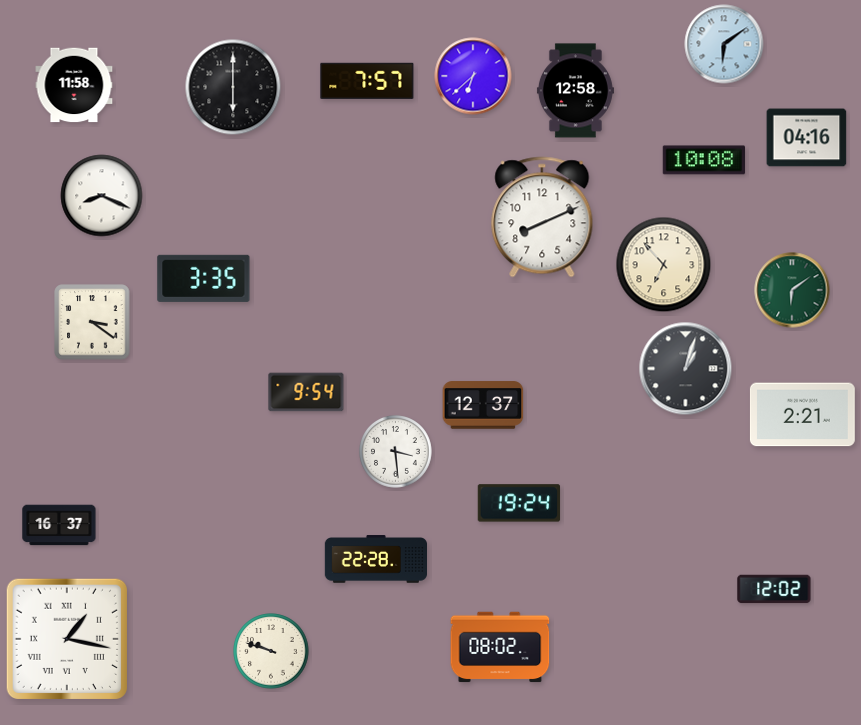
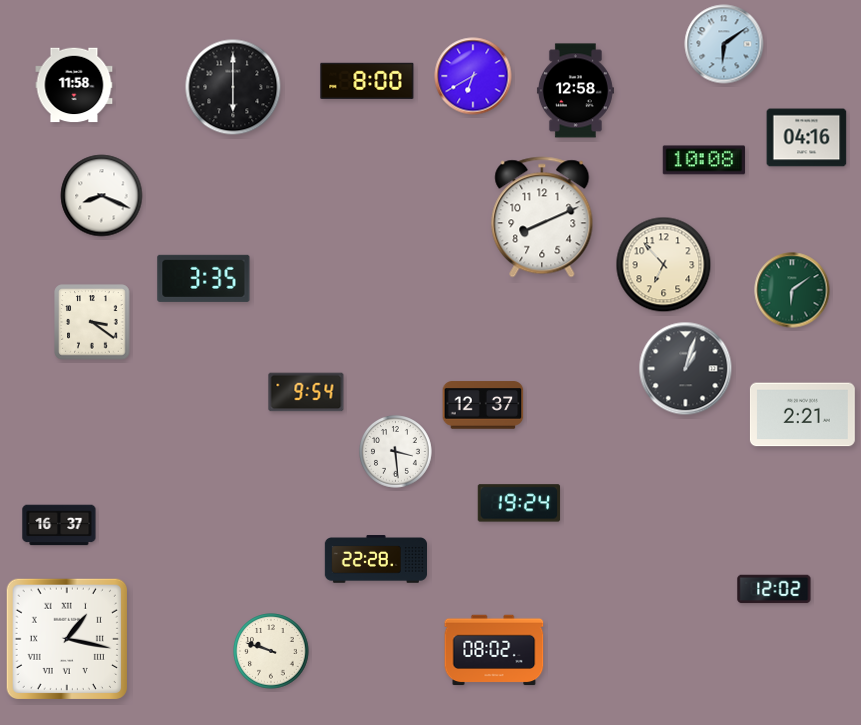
clock at (473, 76): 6:38 -> 6:40
clock at (367, 81): 7:57 -> 8:00
clock at (500, 647) position: (500, 647) -> (494, 650)
